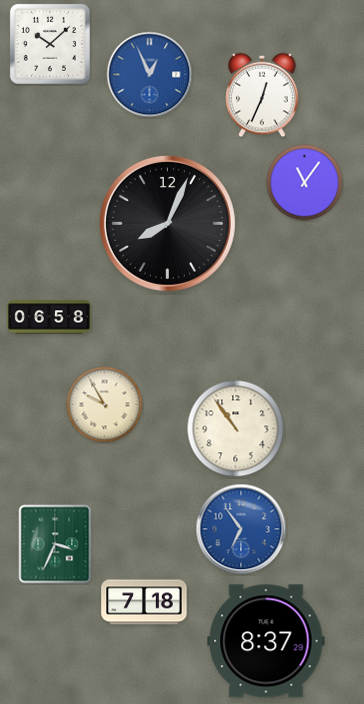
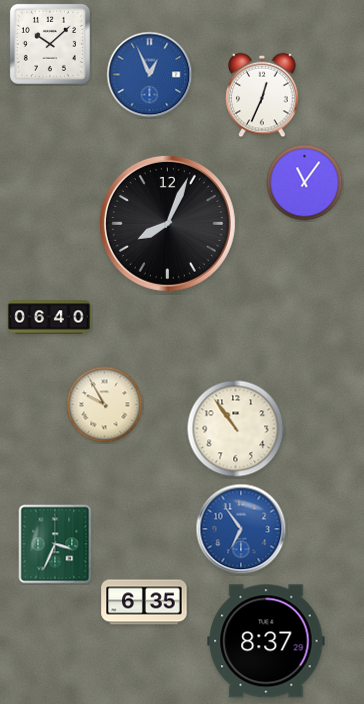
clock at (49, 317): 06:58 -> 06:40
clock at (144, 602): 7:18 -> 6:35
